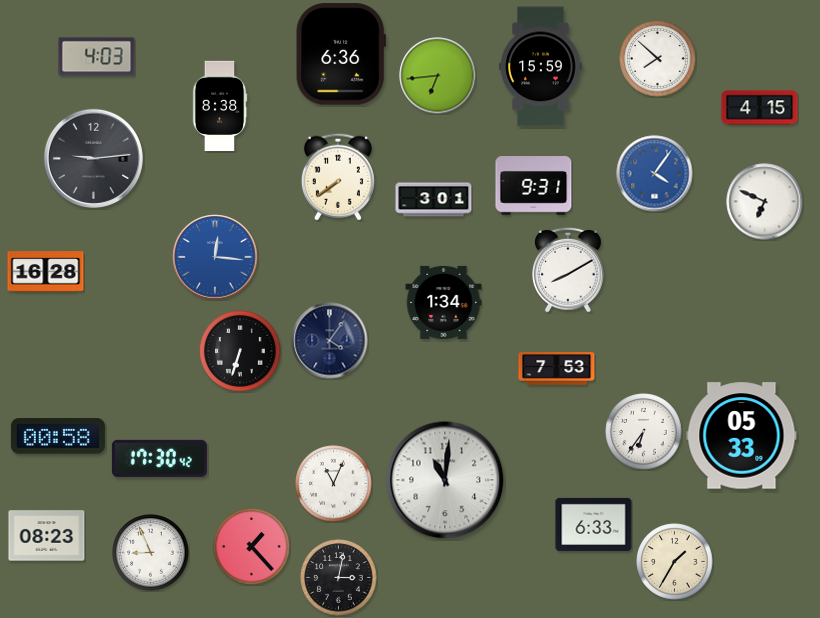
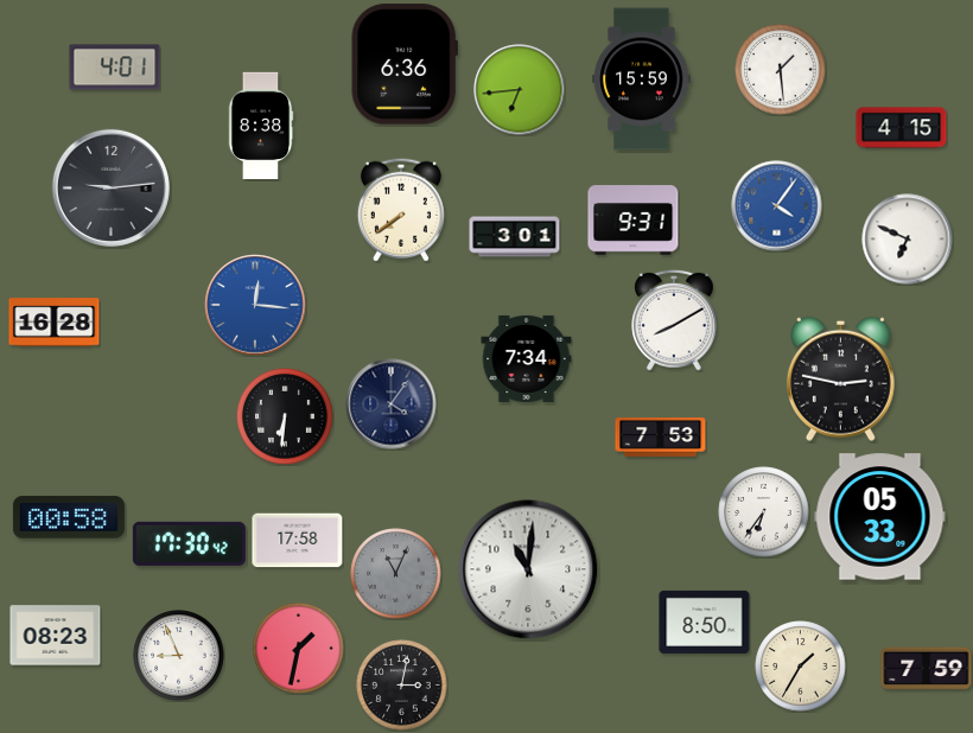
clock at (97, 57): 4:03 -> 4:01
clock at (658, 59): 7:52 -> 1:29
clock at (444, 302): 1:34 -> 7:34
clock at (840, 378): none -> 2:47
clock at (240, 351): 6:33 -> 6:31
clock at (298, 541): none -> 17:58
clock at (334, 484) dial: white -> grey
clock at (594, 524): 6:33 -> 8:50
clock at (252, 547): 1:23 -> 1:32
clock at (927, 669): none -> 7:59
